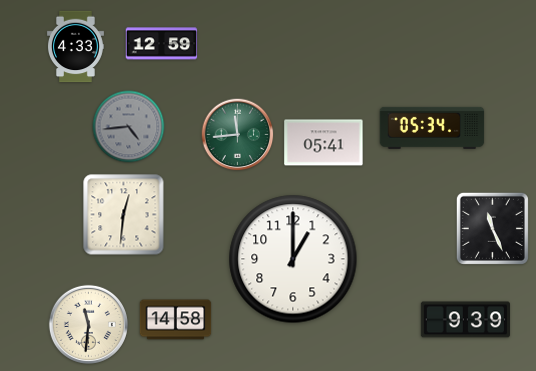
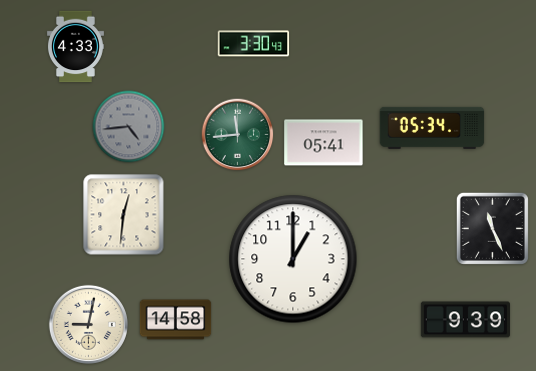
clock at (162, 44): 12:59 -> none
clock at (254, 44): none -> 3:30
clock at (88, 324): 11:31 -> 9:02
